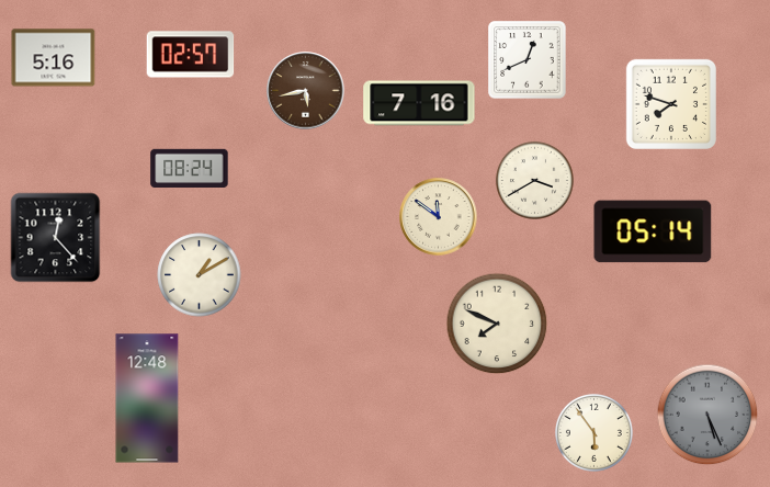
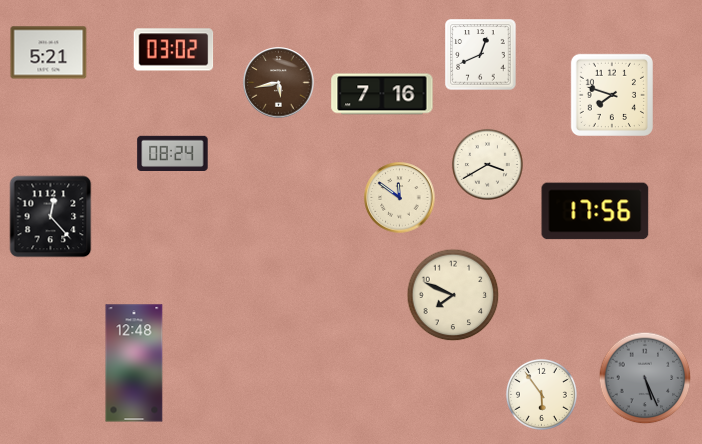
clock at (191, 55): 02:57 -> 03:02
clock at (54, 58): 5:16 -> 5:21
clock at (653, 231): 05:14 -> 17:56
clock at (200, 275): 1:10 -> none
